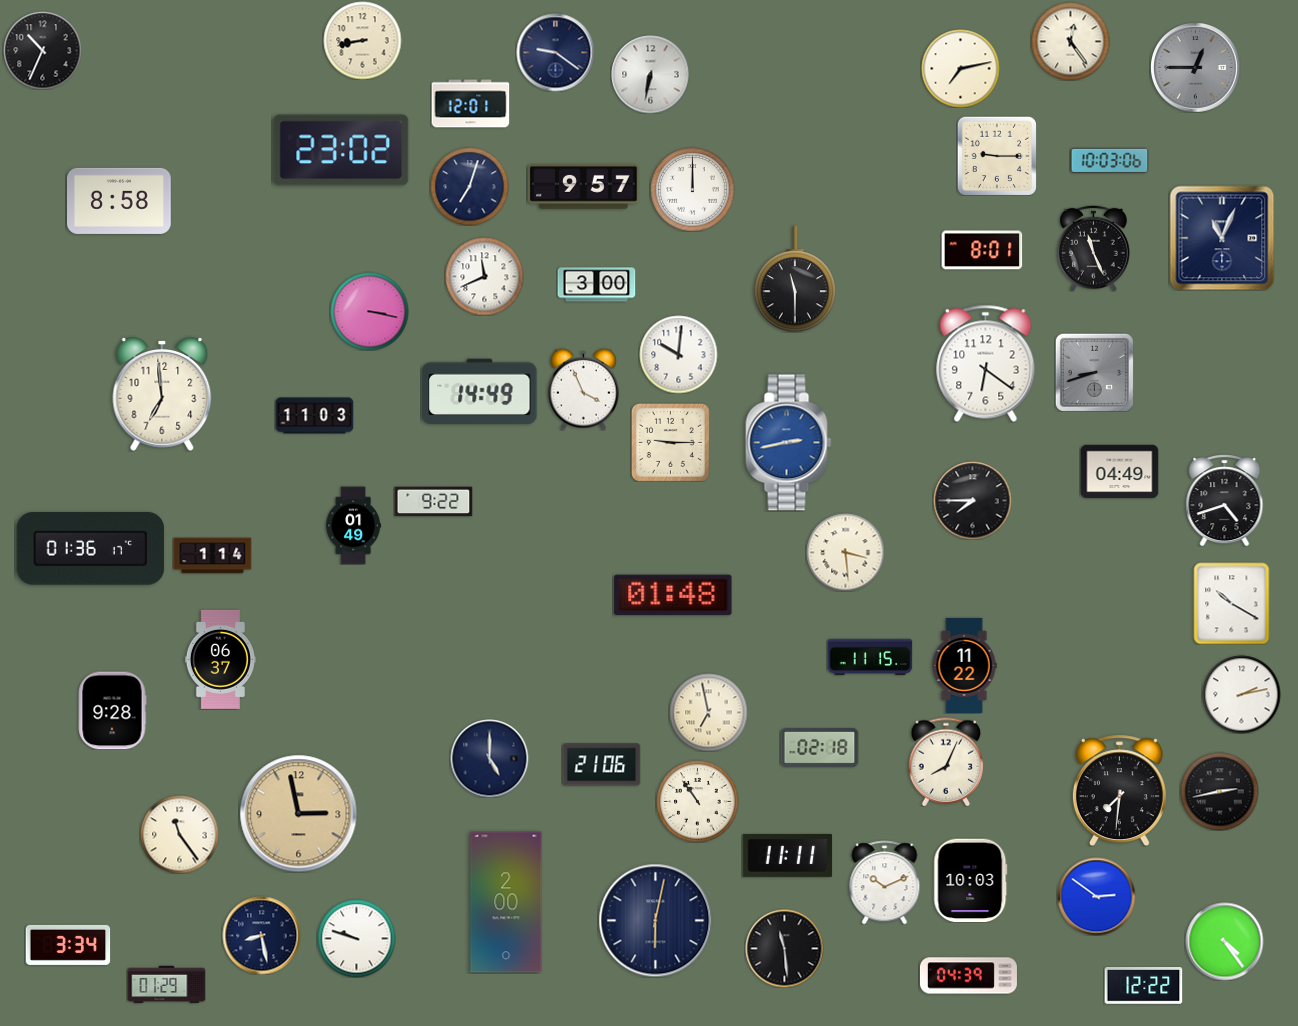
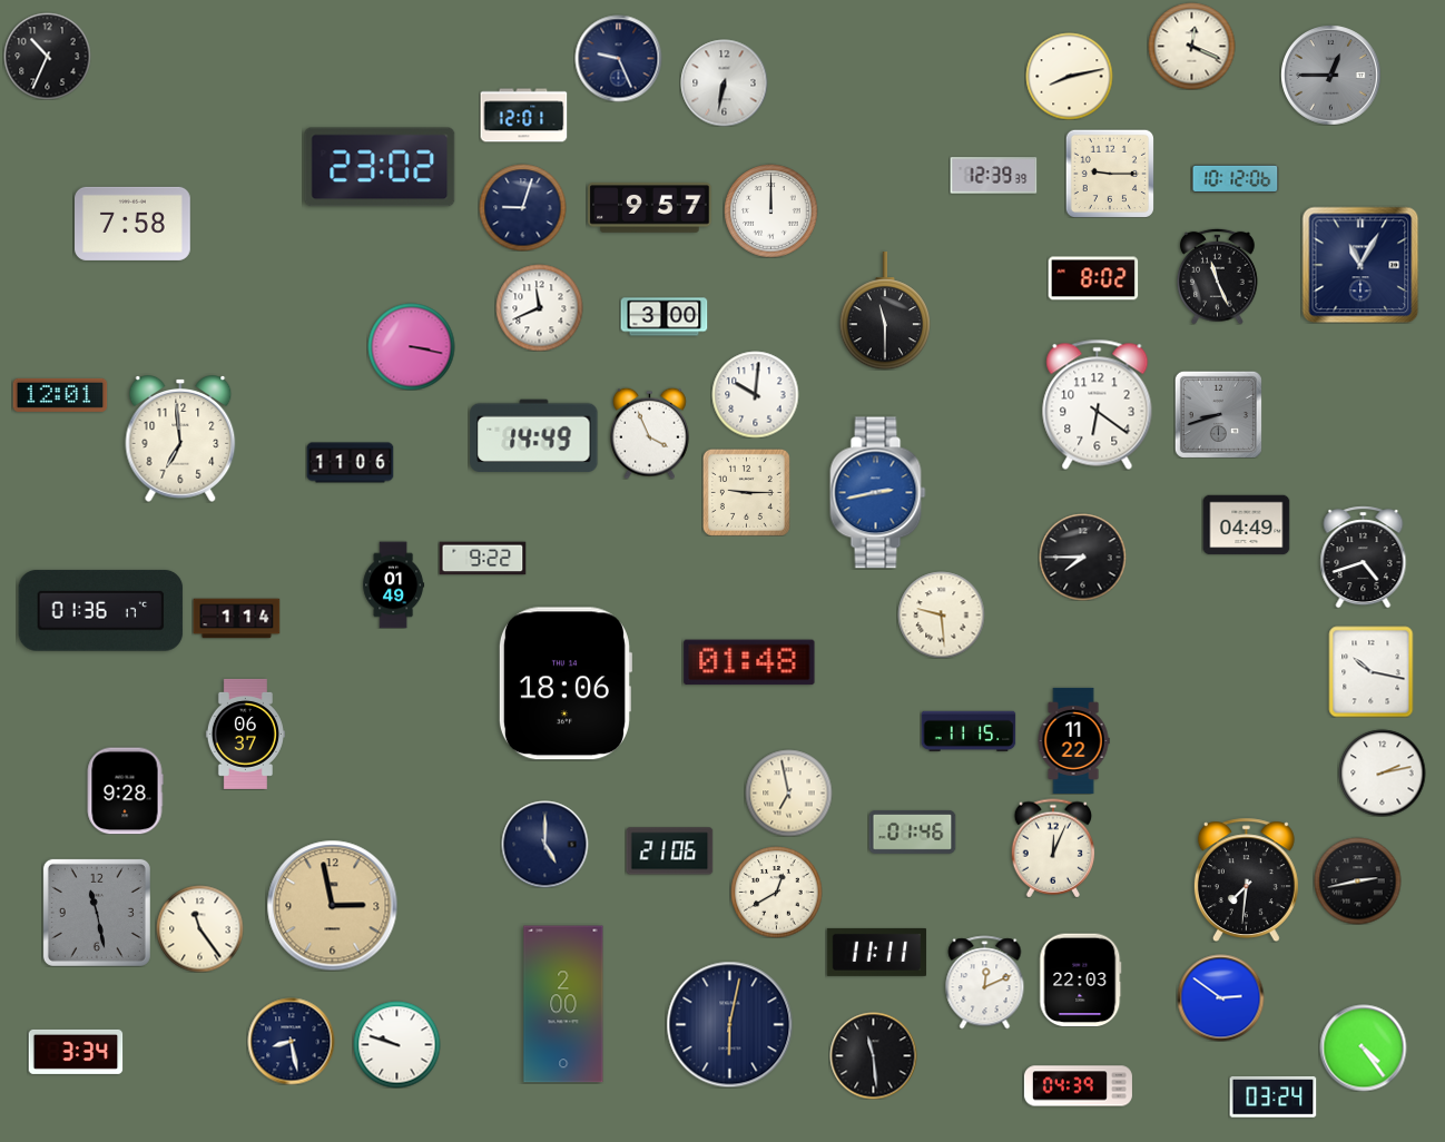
clock at (362, 40): 8:43 -> none
clock at (1070, 41): 12:24 -> 12:19
clock at (555, 52): 9:21 -> 9:26
clock at (960, 68): 7:13 -> 8:13
clock at (993, 176): none -> 12:39
clock at (1109, 160): 10:03 -> 10:12
clock at (469, 186): 7:03 -> 9:03
clock at (120, 201): 8:58 -> 7:58
clock at (1222, 238): 11:04 -> 11:05
clock at (982, 250): 8:01 -> 8:02
clock at (60, 395): none -> 12:01
clock at (314, 416): 11:03 -> 11:06
clock at (845, 552): 3:29 -> 9:29
clock at (1232, 603): 10:20 -> 10:17
clock at (564, 683): none -> 18:06
clock at (819, 747): 02:18 -> 01:46
clock at (946, 762): 8:04 -> 12:04
clock at (697, 801): 10:54 -> 12:40
clock at (97, 913): none -> 11:28
clock at (971, 880): 10:03 -> 22:03
clock at (885, 882): 10:11 -> 12:11
clock at (166, 985): 01:29 -> none
clock at (1143, 986): 12:22 -> 03:24
